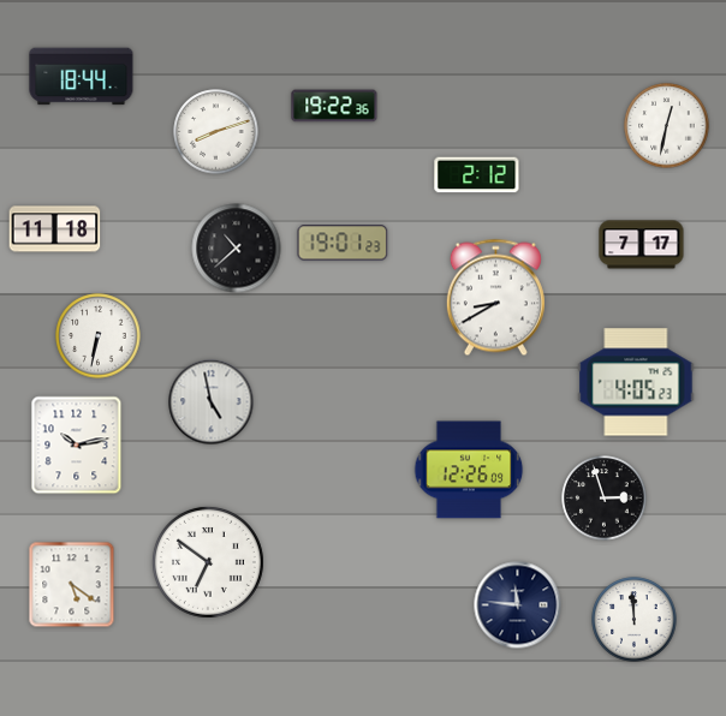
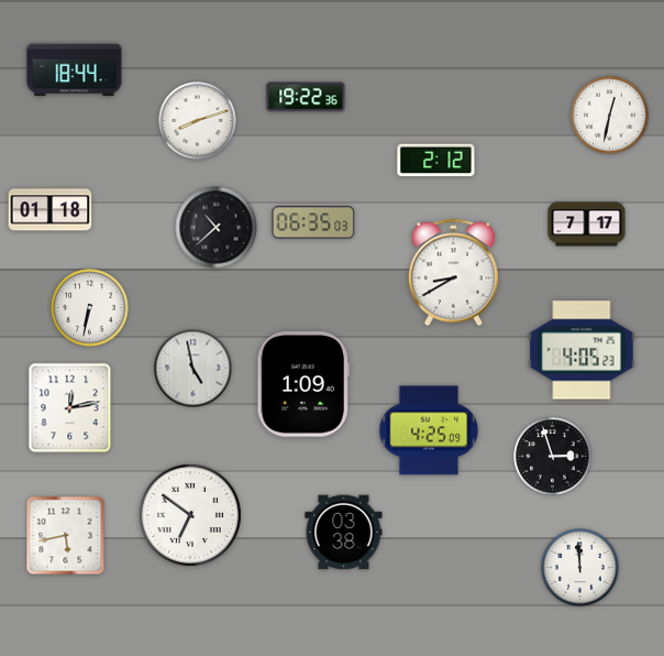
clock at (55, 229): 11:18 -> 01:18
clock at (343, 243): 19:01 -> 06:35
clock at (303, 384): none -> 1:09
clock at (77, 446): 10:13 -> 12:13
clock at (469, 470): 12:26 -> 4:25
clock at (344, 533): none -> 03:38
clock at (72, 585): 5:21 -> 5:43
clock at (518, 605): 11:46 -> none
